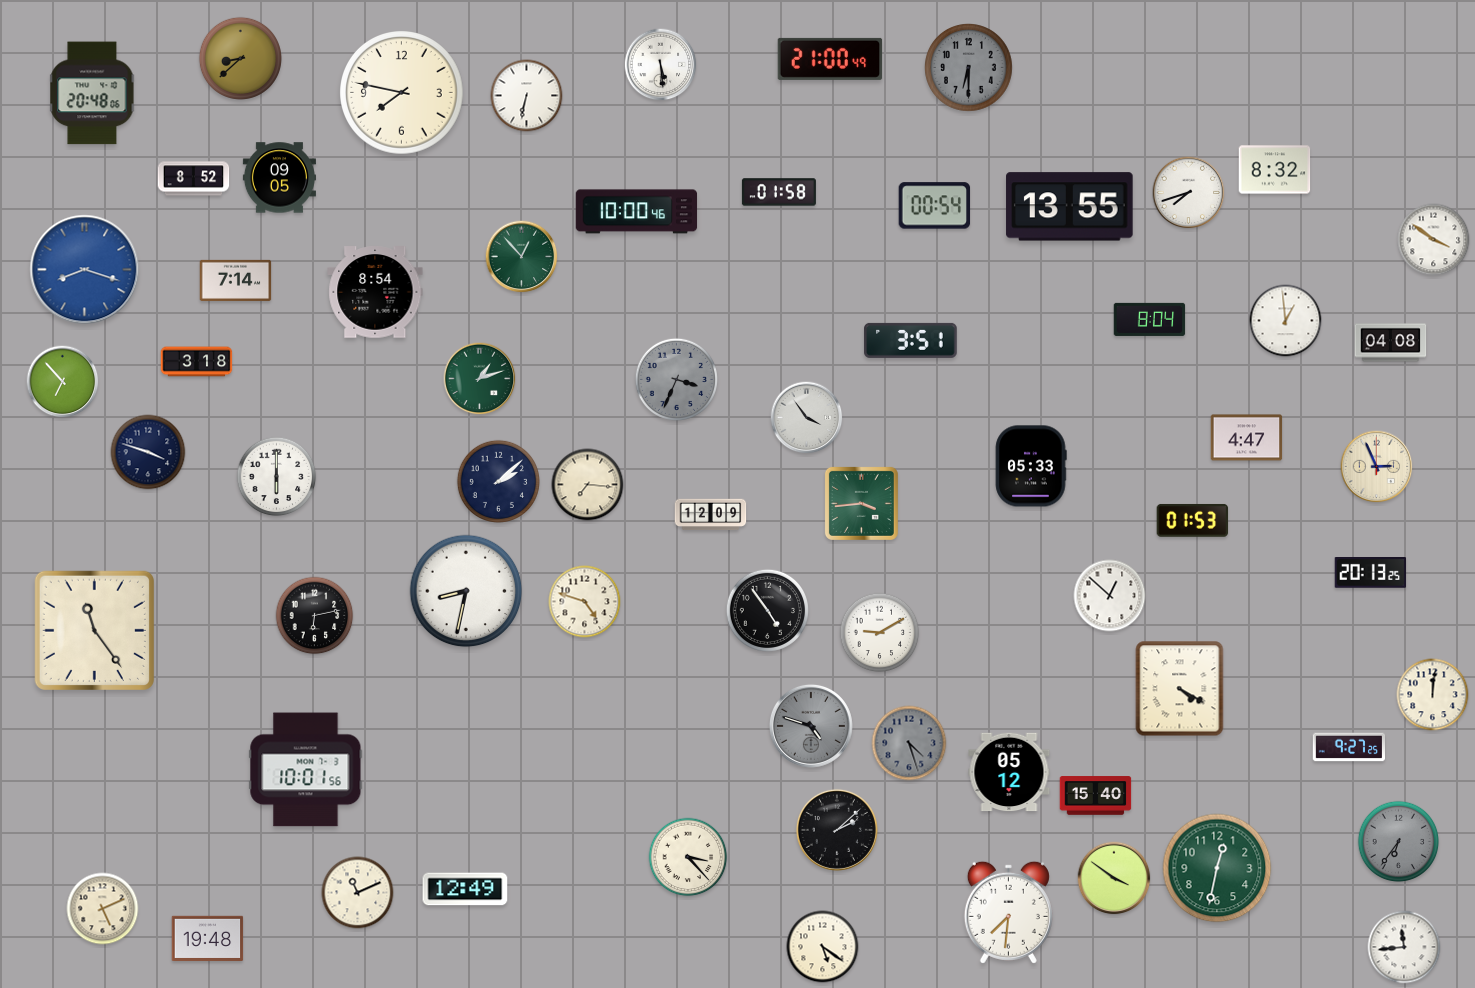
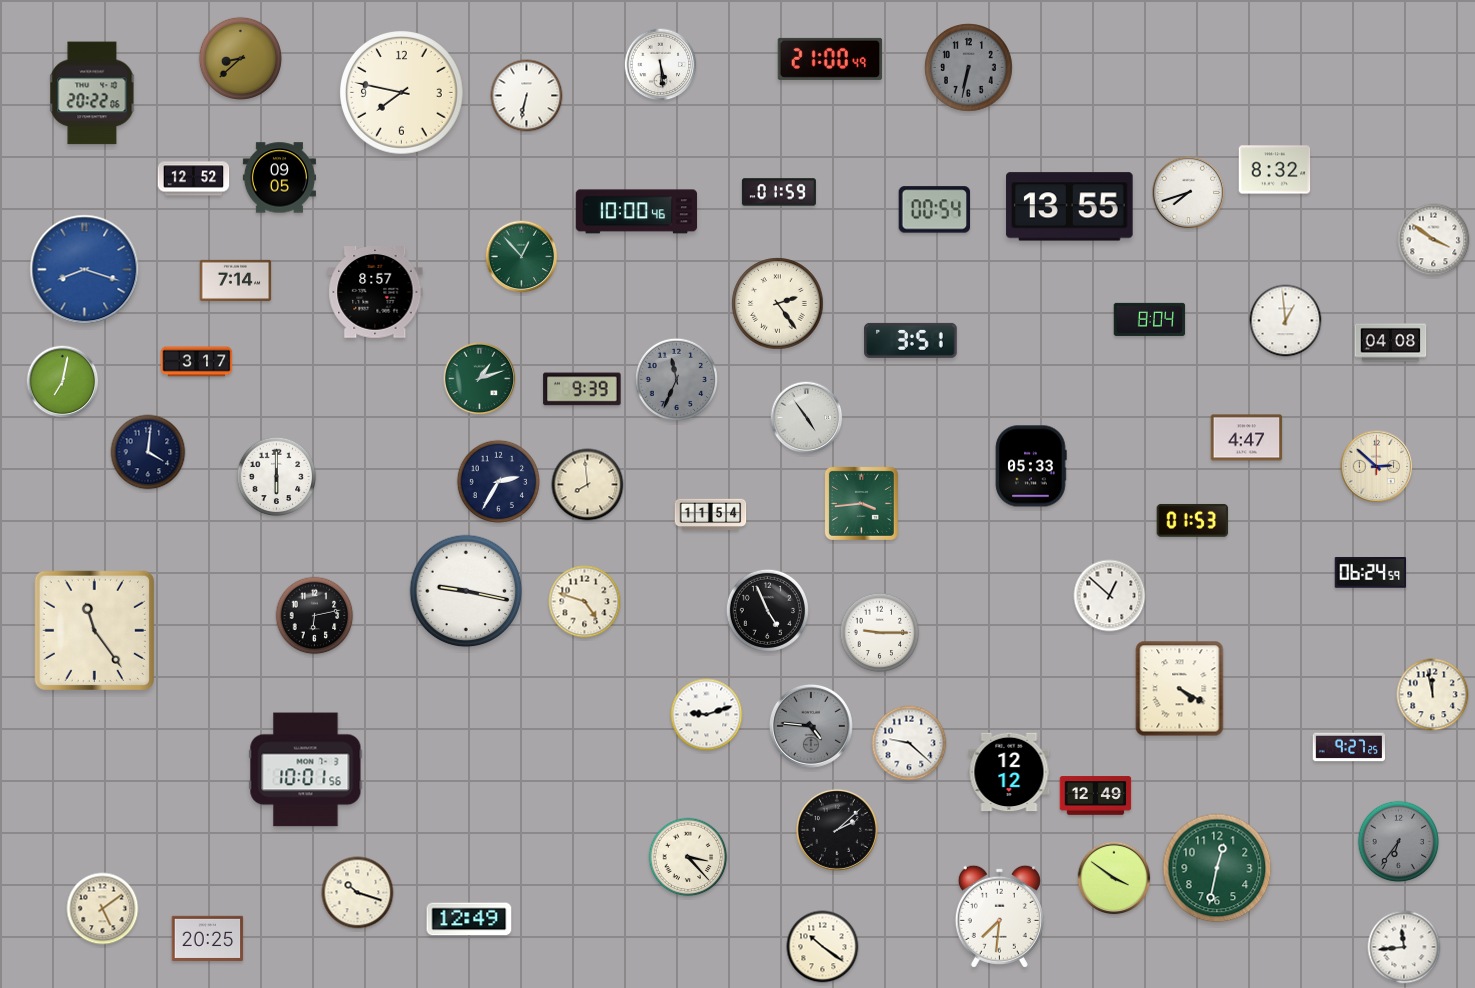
clock at (969, 68): 6:30 -> 6:32
clock at (92, 93): 20:48 -> 20:22
clock at (194, 179): 8:52 -> 12:52
clock at (779, 192): 01:58 -> 01:59
clock at (935, 206) position: (935, 206) -> (935, 210)
clock at (375, 292): 8:54 -> 8:57
clock at (778, 304): none -> 2:24
clock at (197, 362): 3:18 -> 3:17
clock at (676, 379): 3:34 -> 11:34
clock at (63, 382): 6:53 -> 7:02
clock at (582, 389): none -> 9:39
clock at (807, 418): 3:54 -> 4:54
clock at (148, 452): 3:48 -> 4:01
clock at (1377, 467): 2:56 -> 2:52
clock at (498, 481): 2:08 -> 2:35
clock at (588, 485): 7:16 -> 7:59
clock at (711, 515): 12:09 -> 11:54
clock at (1371, 573): 20:13 -> 06:24
clock at (466, 591): 8:32 -> 9:17
clock at (767, 610): 4:54 -> 4:56
clock at (880, 633): 9:10 -> 9:15
clock at (1433, 695): 12:01 -> 11:58
clock at (707, 715): none -> 9:12
clock at (811, 726): 4:48 -> 4:46
clock at (909, 743): 4:27 -> 9:22
clock at (909, 743) dial: grey -> white
clock at (1009, 772): 05:12 -> 12:12
clock at (1096, 796): 15:40 -> 12:49
clock at (465, 889) position: (465, 889) -> (469, 919)
clock at (358, 893): 11:11 -> 10:18
clock at (103, 909): 5:11 -> 5:09
clock at (1008, 912) position: (1008, 912) -> (999, 916)
clock at (208, 938): 19:48 -> 20:25
clock at (823, 947): 5:21 -> 10:21
